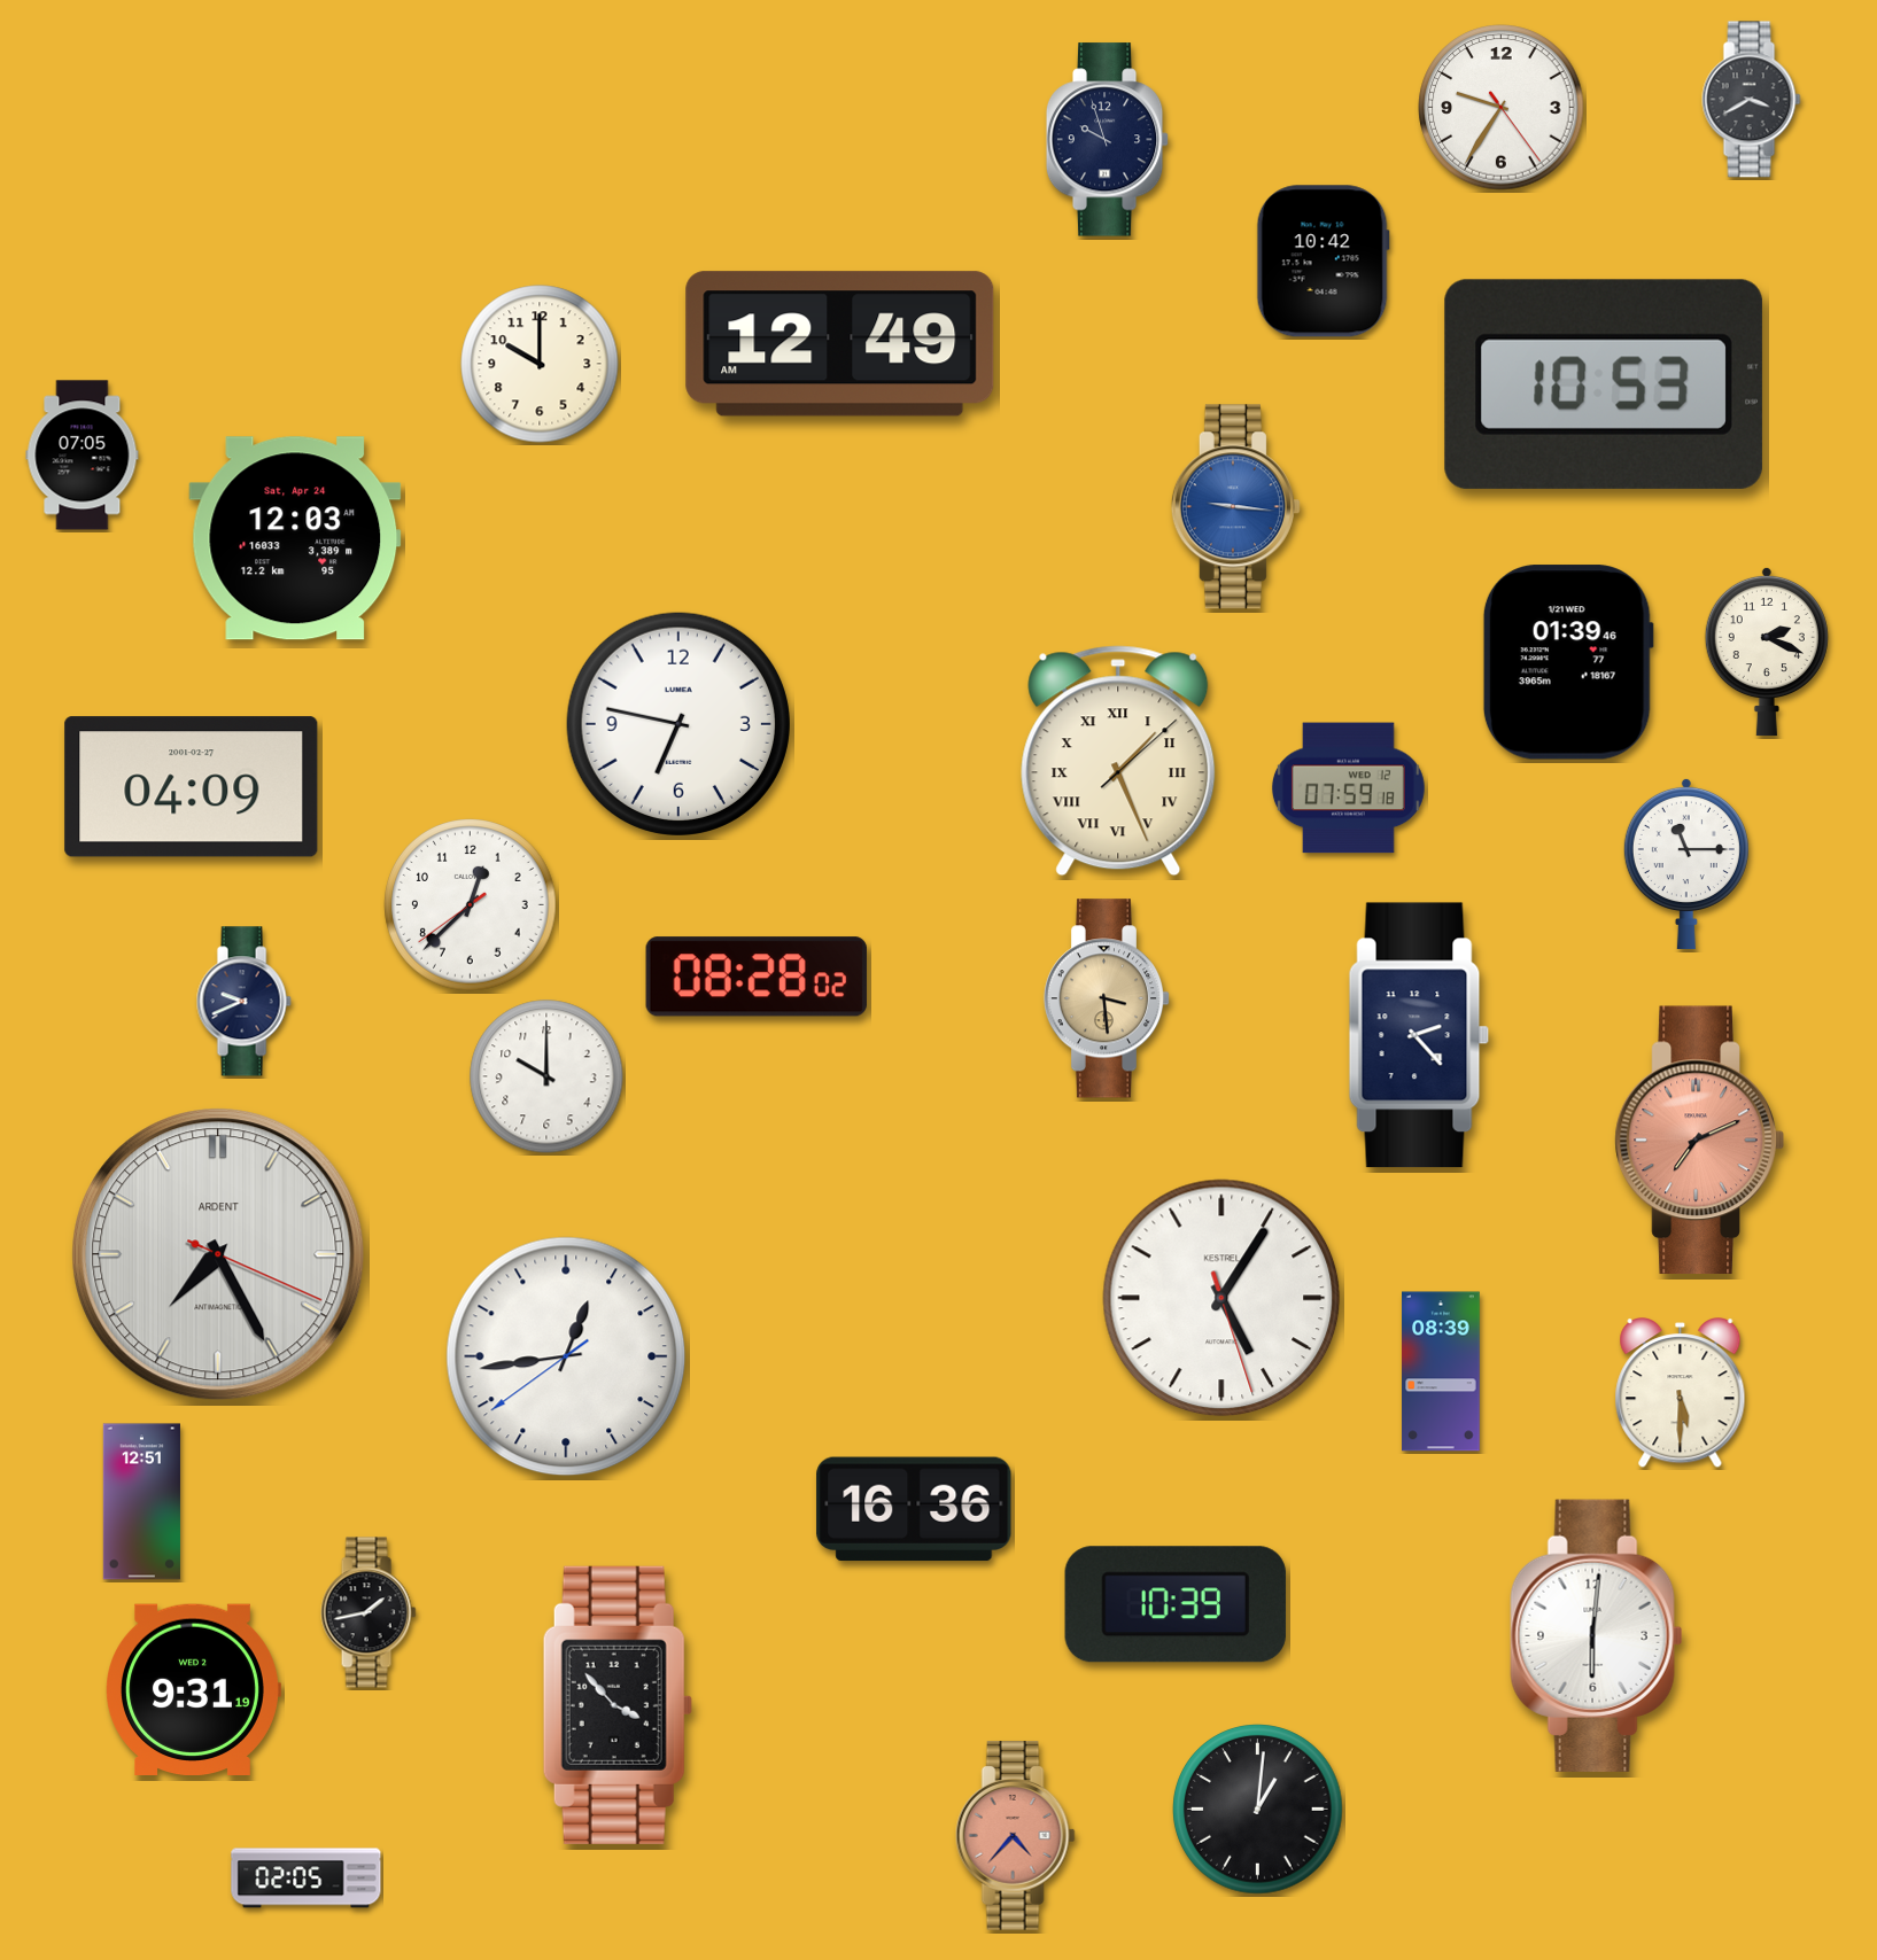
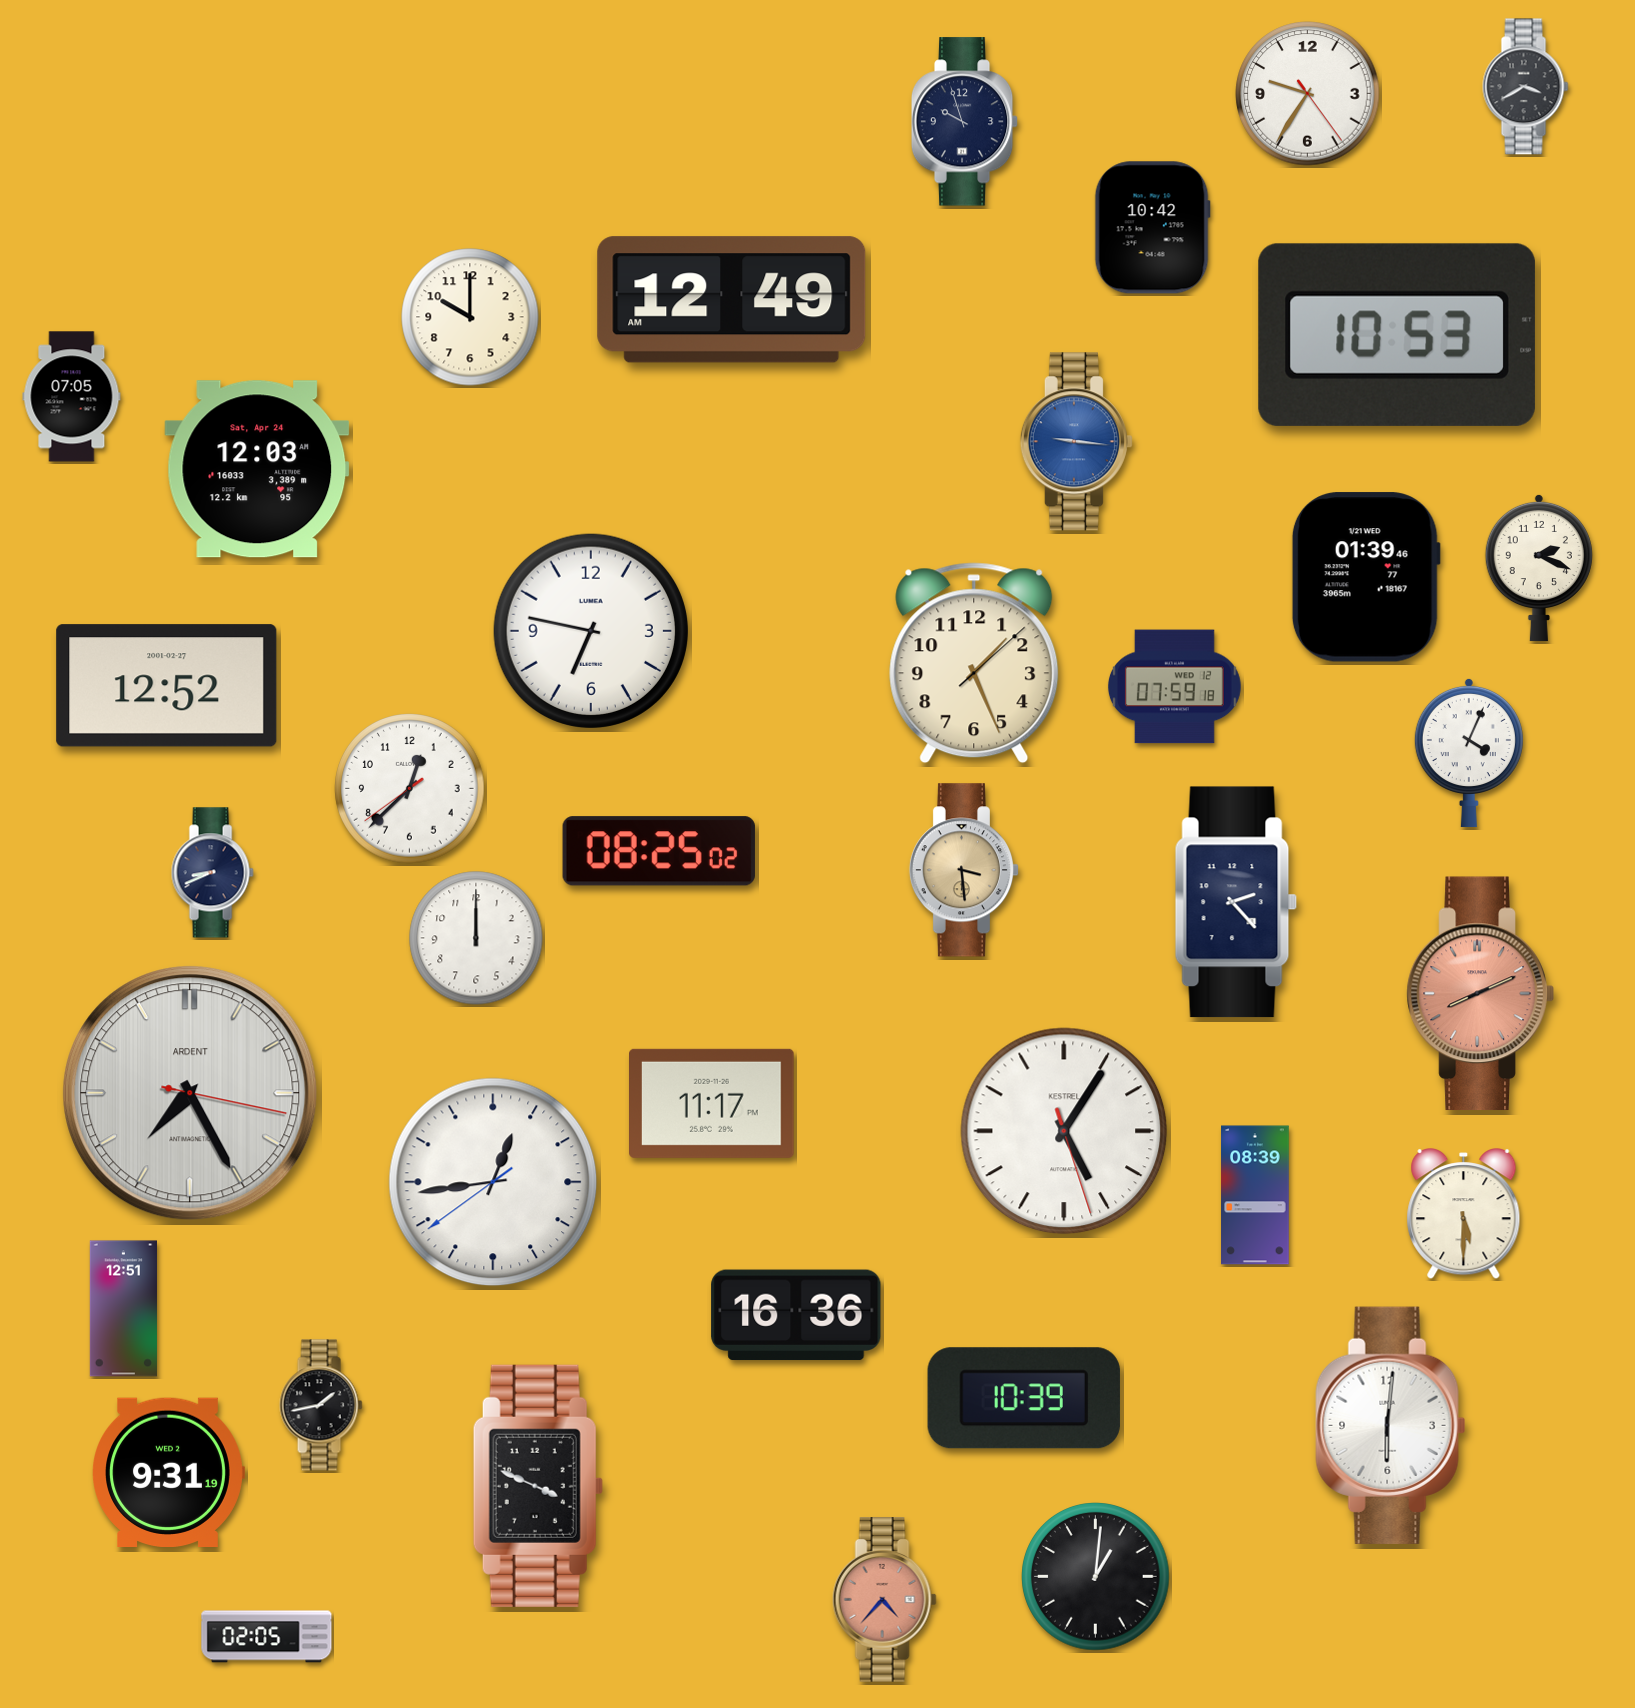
clock at (1118, 761) numerals: Roman -> Arabic
clock at (192, 787): 04:09 -> 12:52
clock at (1686, 864): 11:15 -> 4:04
clock at (757, 977): 08:28 -> 08:25
clock at (243, 1002): 9:41 -> 8:41
clock at (546, 1076): 10:00 -> 12:00
clock at (1699, 1141): 7:11 -> 8:11
clock at (218, 1254): 7:25:19 -> 7:25:17
clock at (712, 1103): none -> 11:17
clock at (618, 1705): 3:53 -> 3:49
